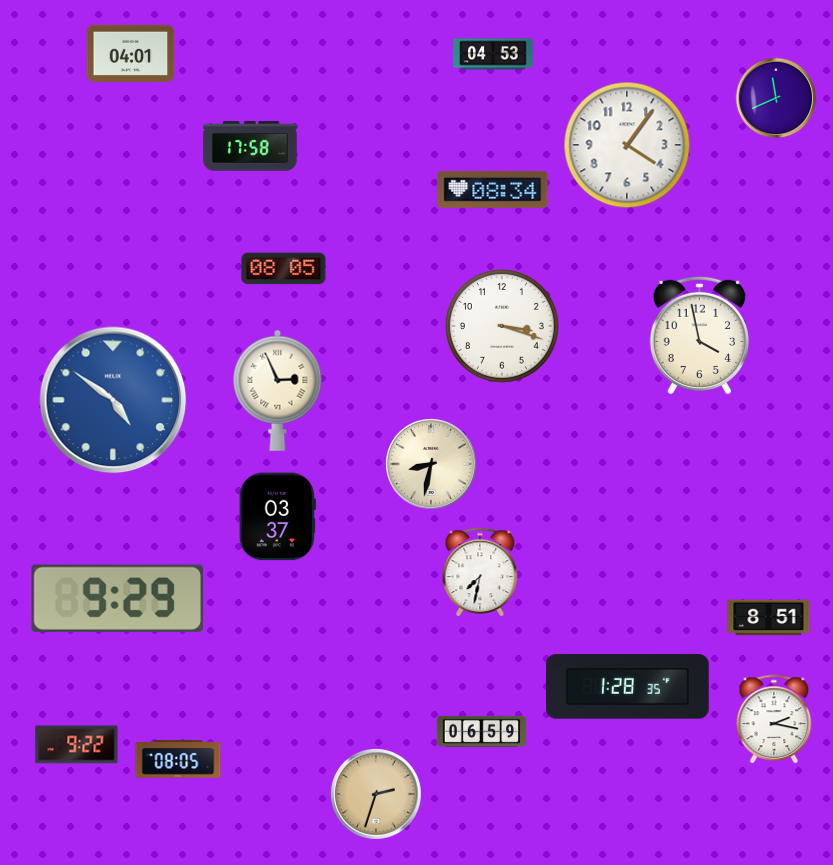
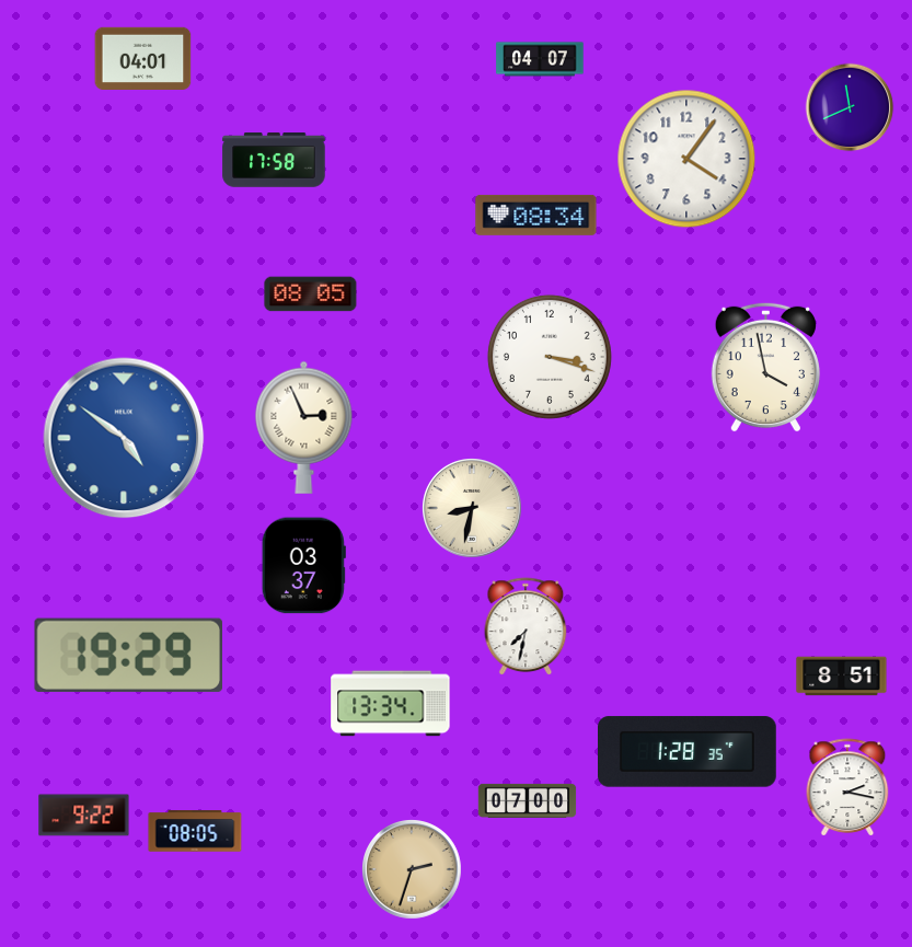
clock at (493, 54): 04:53 -> 04:07
clock at (493, 189) position: (493, 189) -> (536, 215)
clock at (117, 598): 9:29 -> 19:29
clock at (391, 704): none -> 13:34
clock at (482, 731): 06:59 -> 07:00
